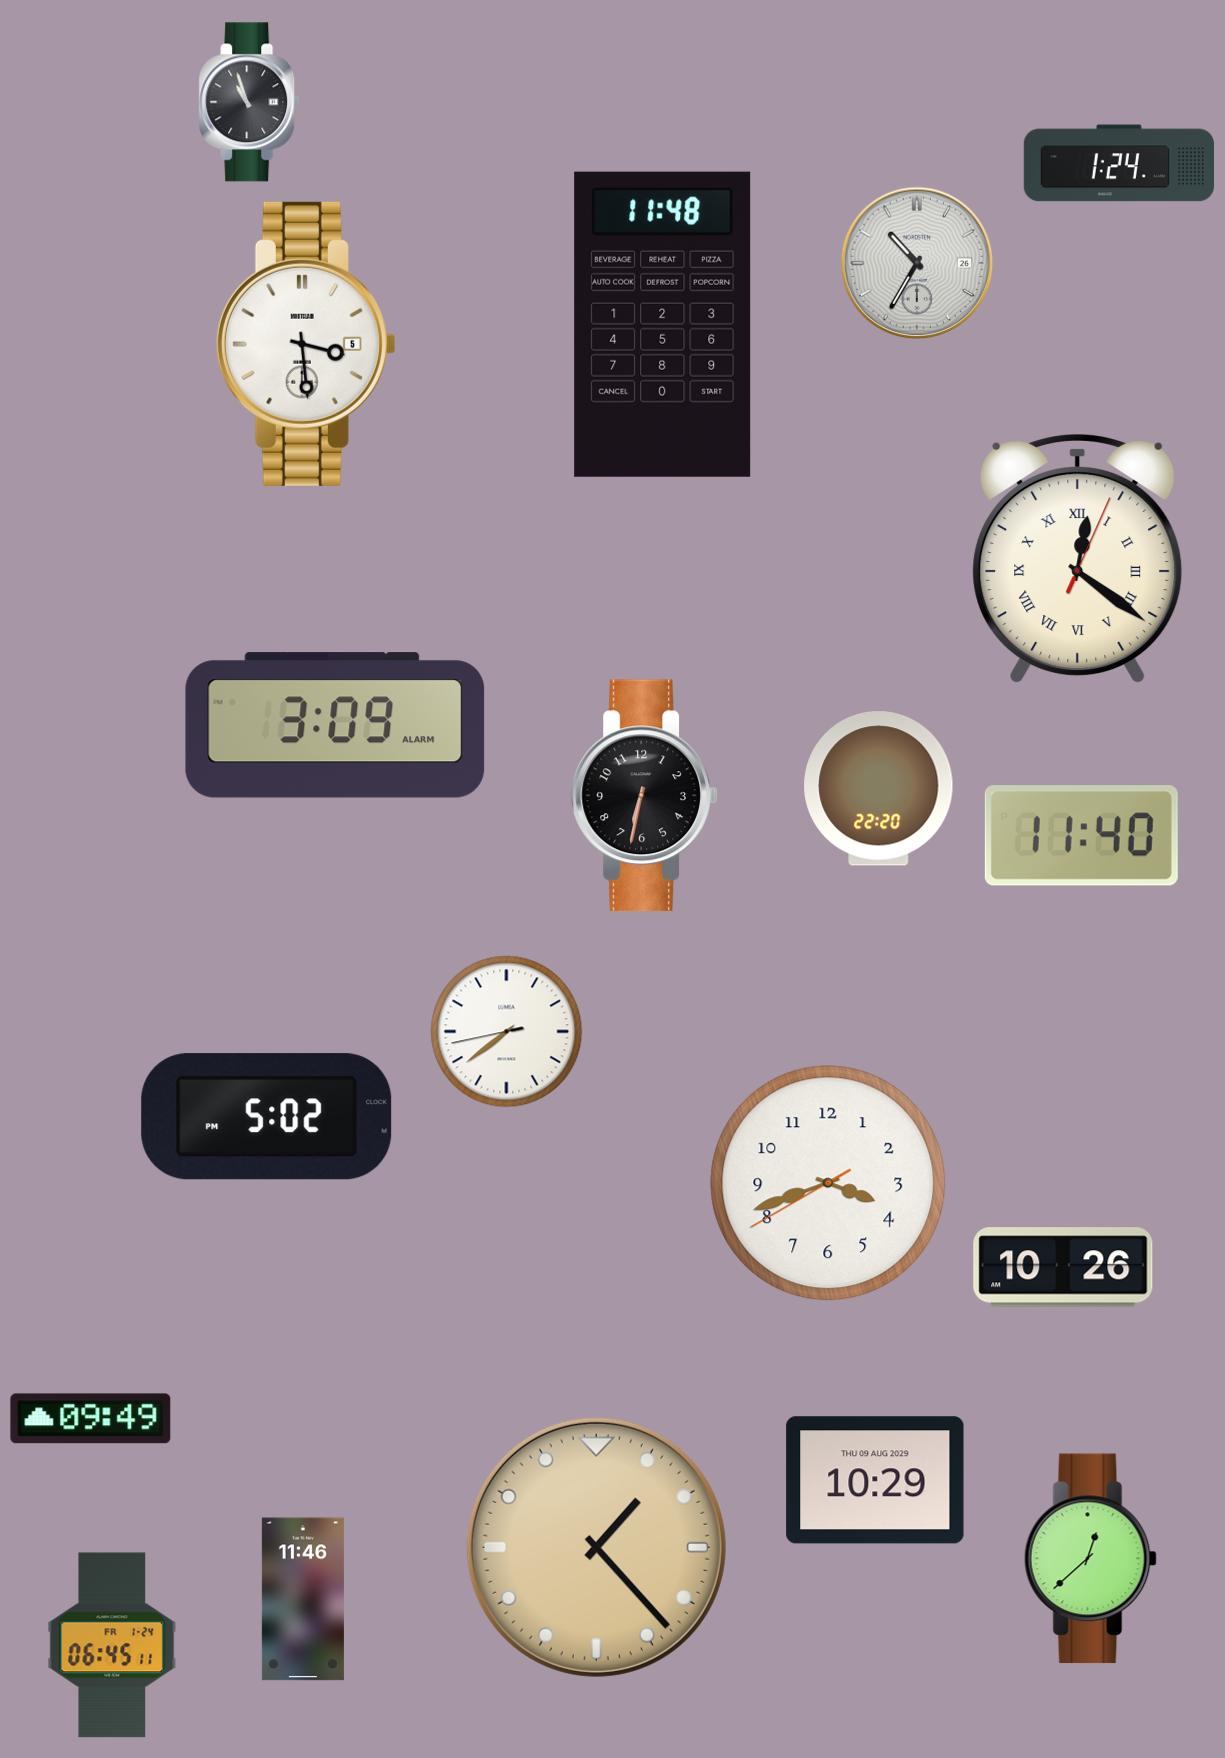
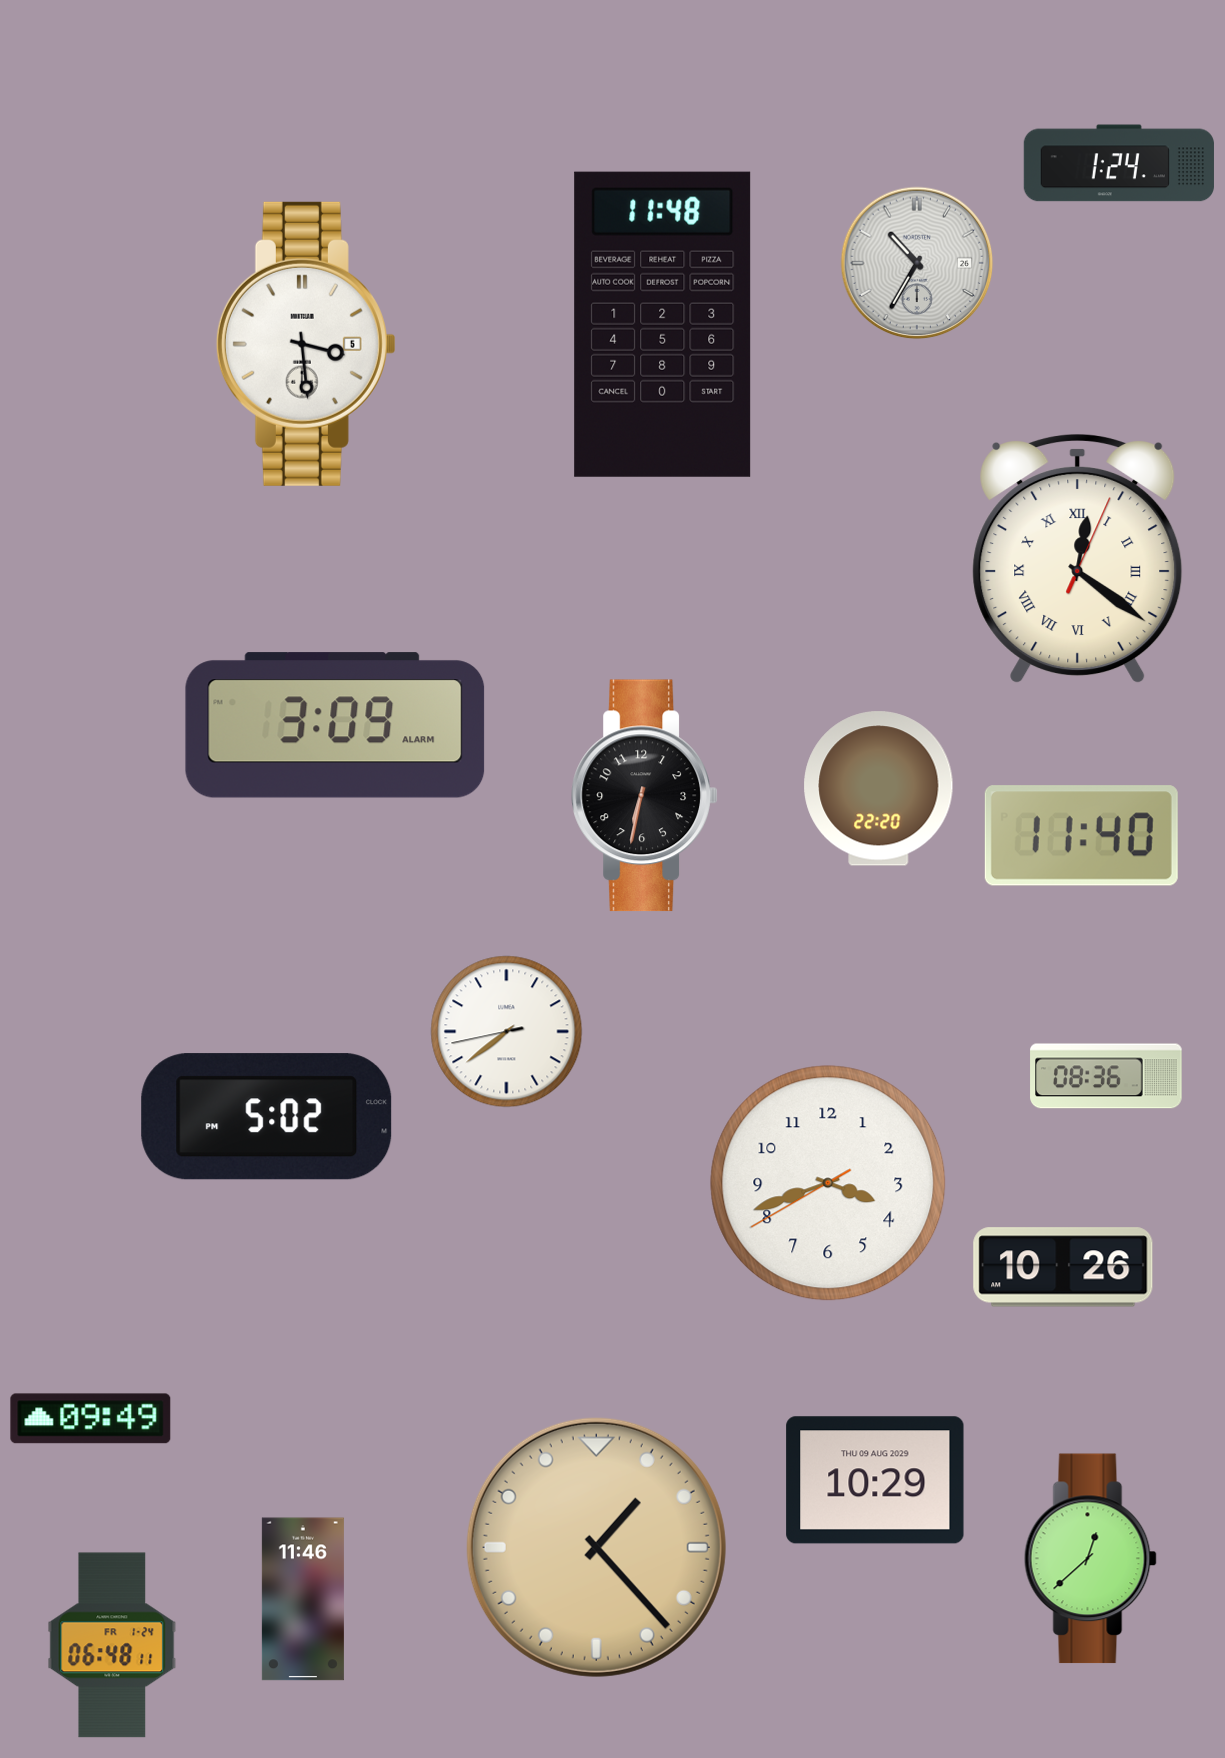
clock at (249, 102): 10:57 -> none
clock at (1106, 1076): none -> 08:36
clock at (112, 1645): 06:45 -> 06:48
